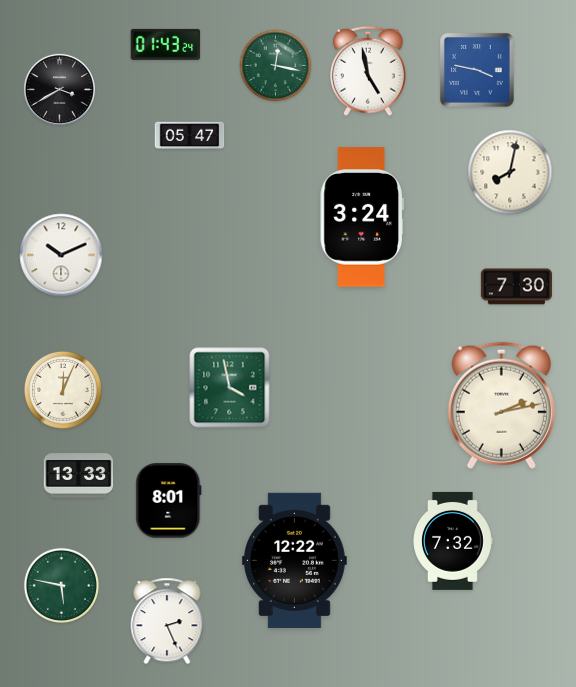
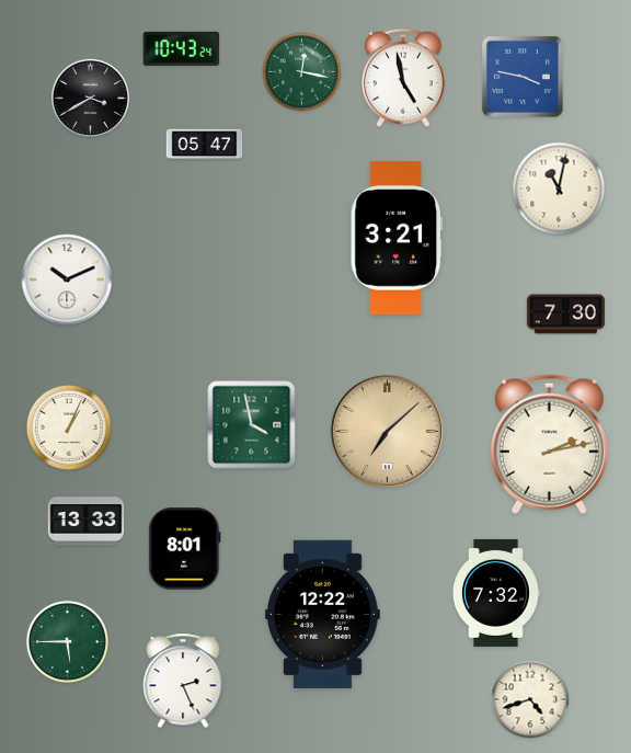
clock at (166, 44): 01:43 -> 10:43
clock at (59, 89) position: (59, 89) -> (90, 98)
clock at (190, 136) position: (190, 136) -> (205, 145)
clock at (510, 172): 8:02 -> 11:02
clock at (362, 217): 3:24 -> 3:21
clock at (63, 390): 12:04 -> 1:04
clock at (387, 431): none -> 7:08
clock at (61, 585): 5:47 -> 5:45
clock at (530, 699): none -> 4:42
